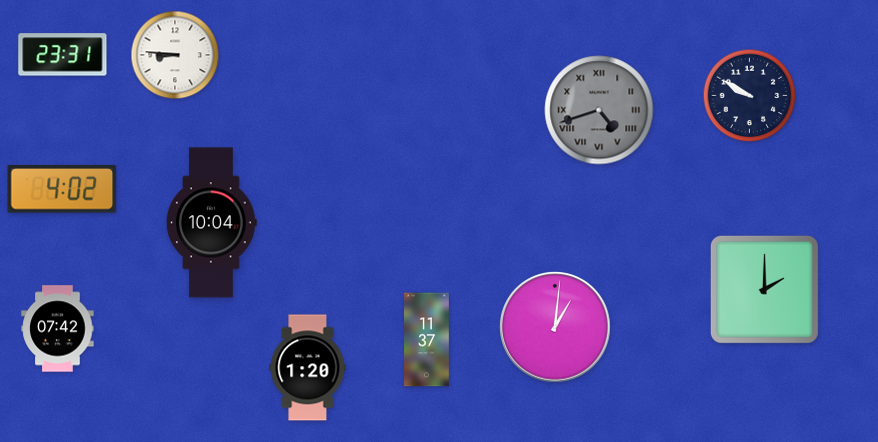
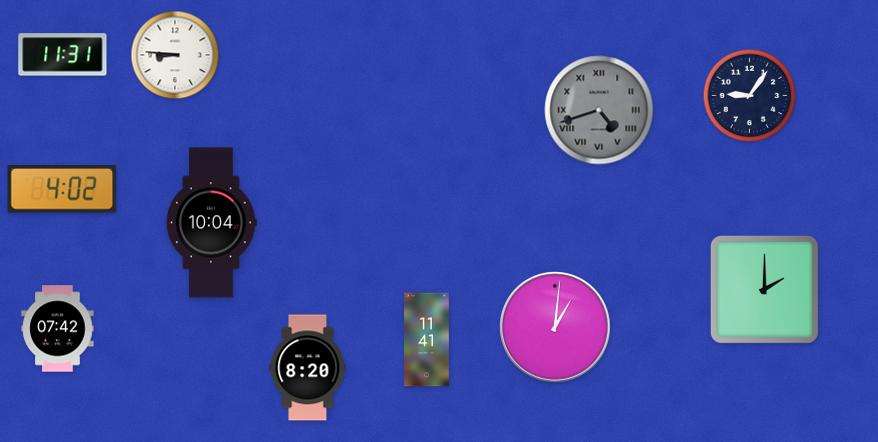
clock at (63, 55): 23:31 -> 11:31
clock at (750, 96): 9:50 -> 9:06
clock at (427, 340): 11:37 -> 11:41
clock at (308, 368): 1:20 -> 8:20
